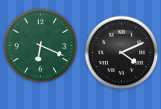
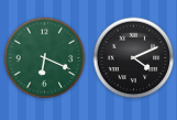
clock at (41, 46) position: (41, 46) -> (45, 58)
